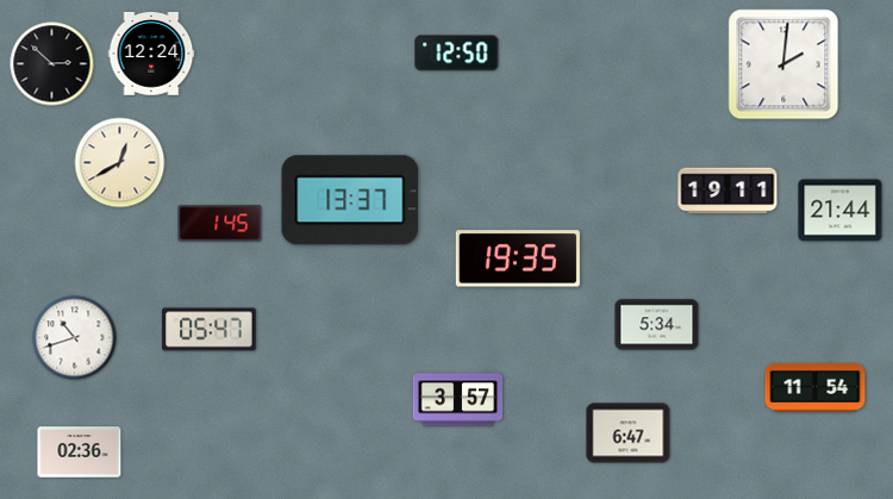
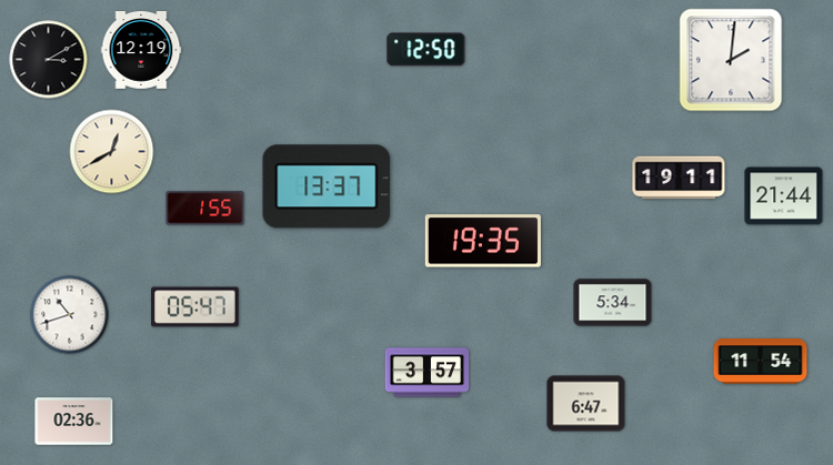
clock at (151, 55): 12:24 -> 12:19
clock at (52, 64): 2:52 -> 3:10
clock at (220, 224): 1:45 -> 1:55
